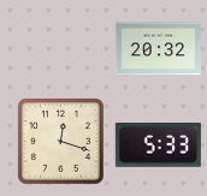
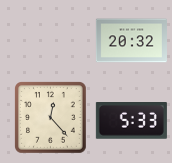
clock at (61, 142): 12:18 -> 12:23
